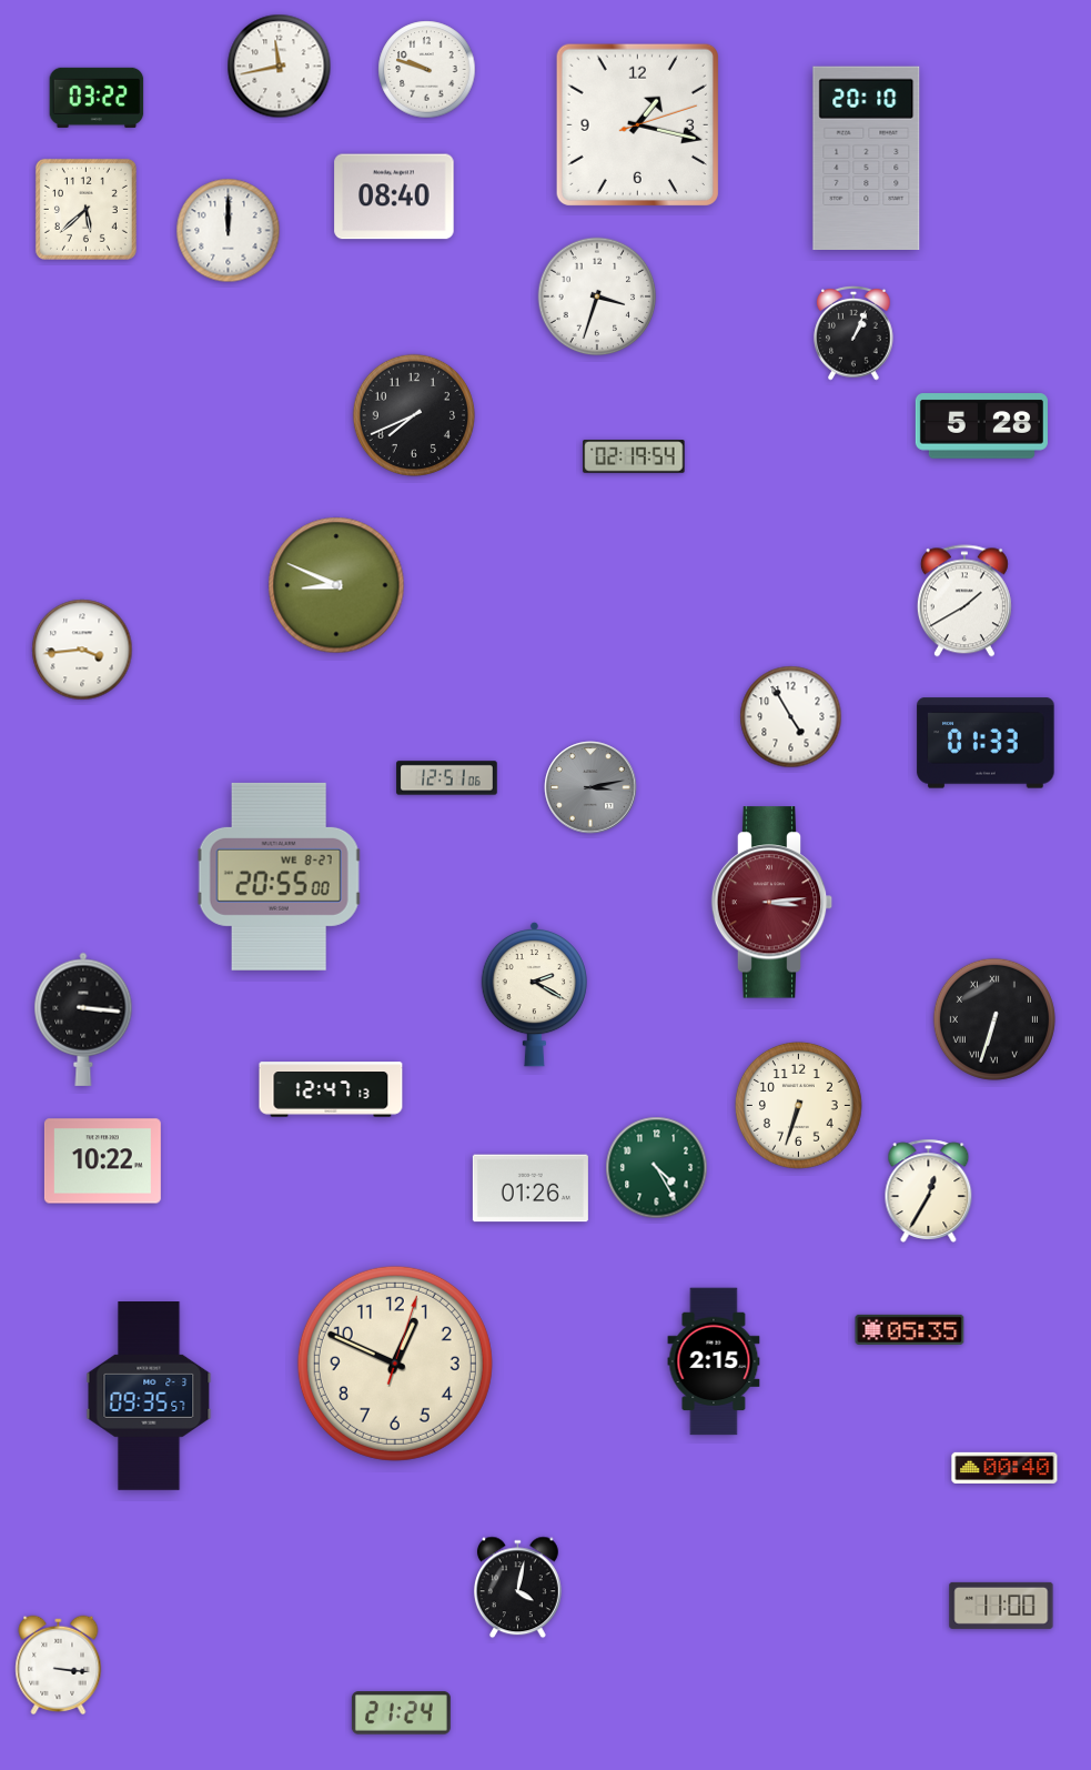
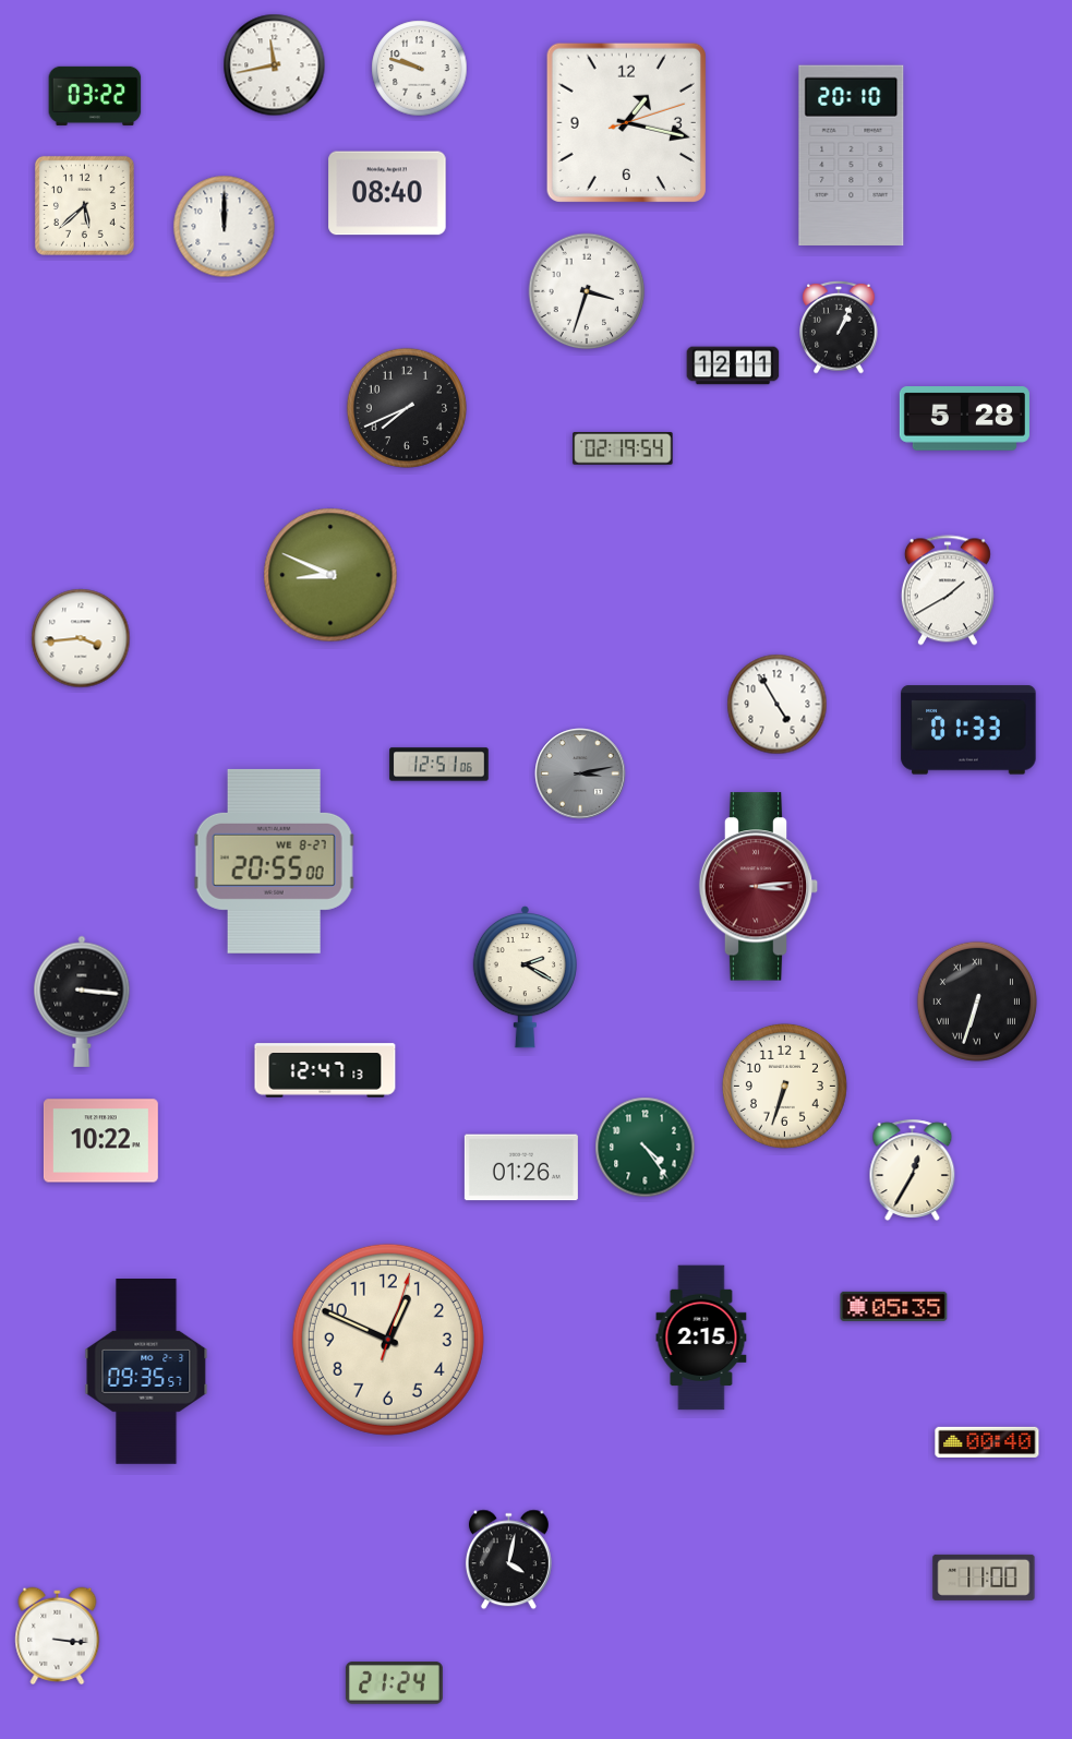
clock at (733, 365): none -> 12:11
clock at (657, 1168): 4:25 -> 4:24
